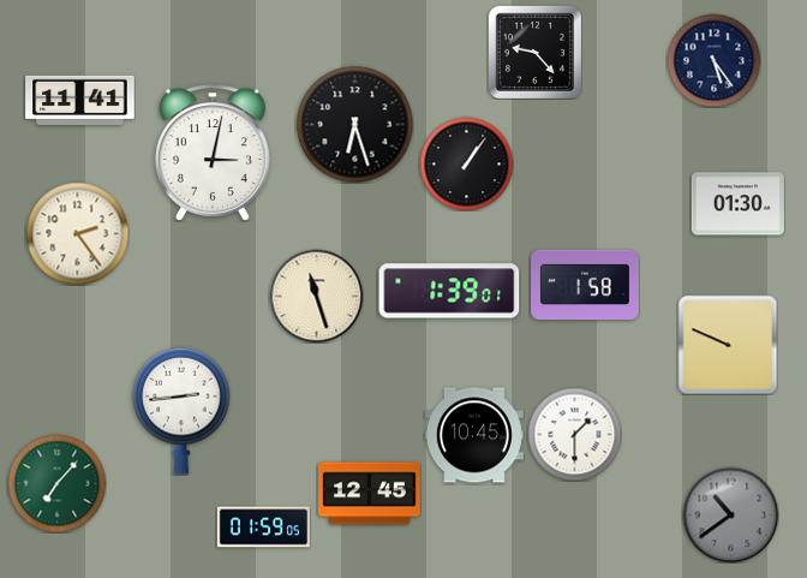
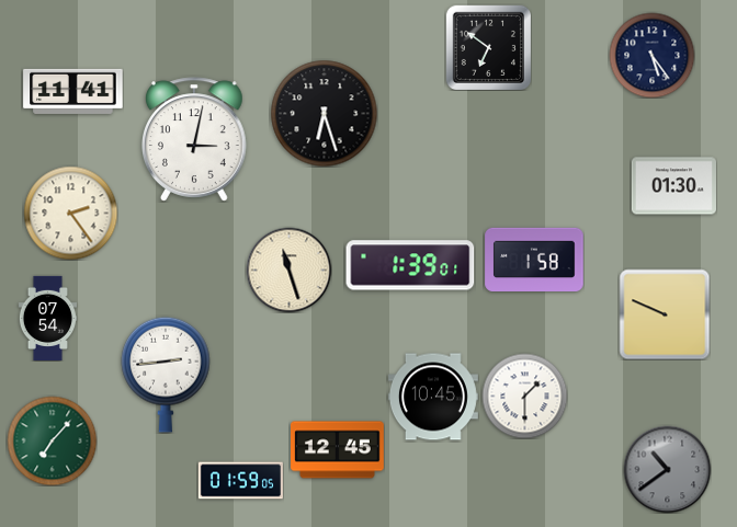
clock at (534, 52): 9:23 -> 6:51
clock at (466, 163): 1:06 -> none
clock at (48, 318): none -> 07:54
